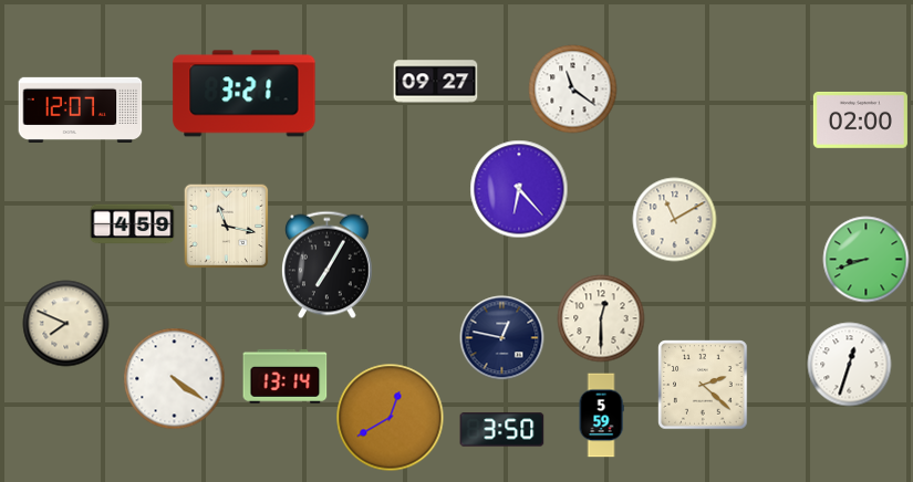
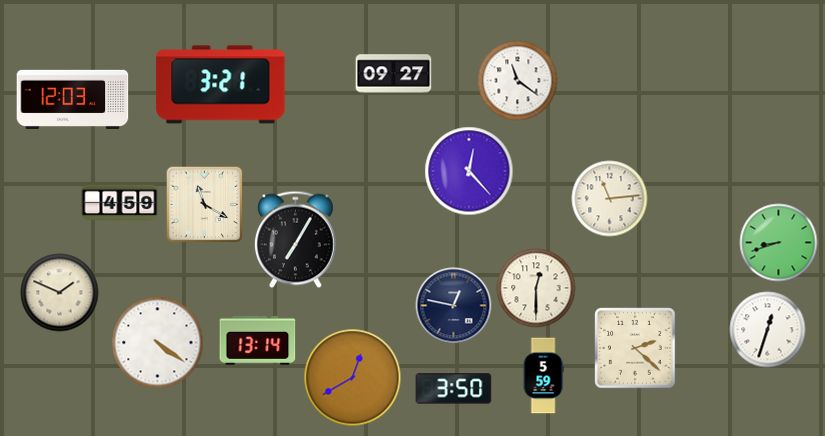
clock at (81, 109): 12:07 -> 12:03
clock at (860, 119): 02:00 -> none
clock at (519, 189): 6:23 -> 12:23
clock at (675, 220): 11:10 -> 11:14
clock at (226, 226): 11:17 -> 11:20
clock at (867, 260) position: (867, 260) -> (779, 243)
clock at (601, 318) position: (601, 318) -> (536, 288)
clock at (66, 324): 7:49 -> 1:49
